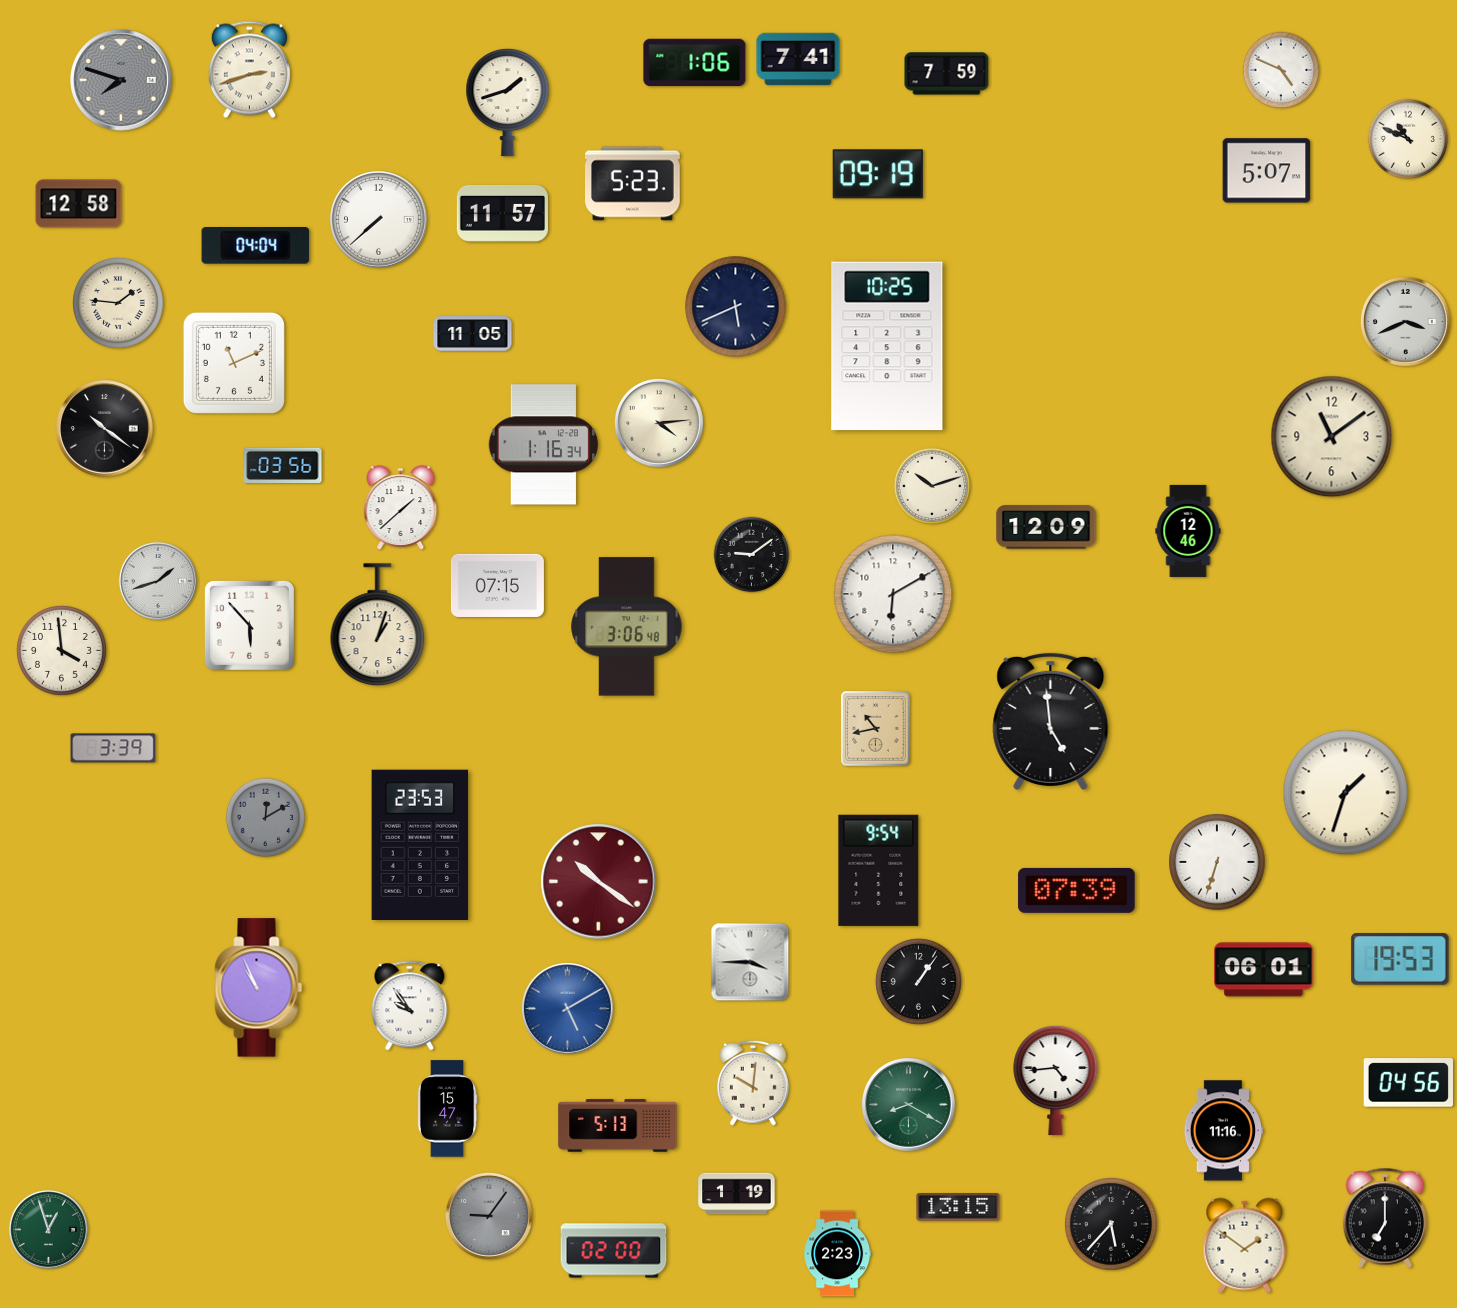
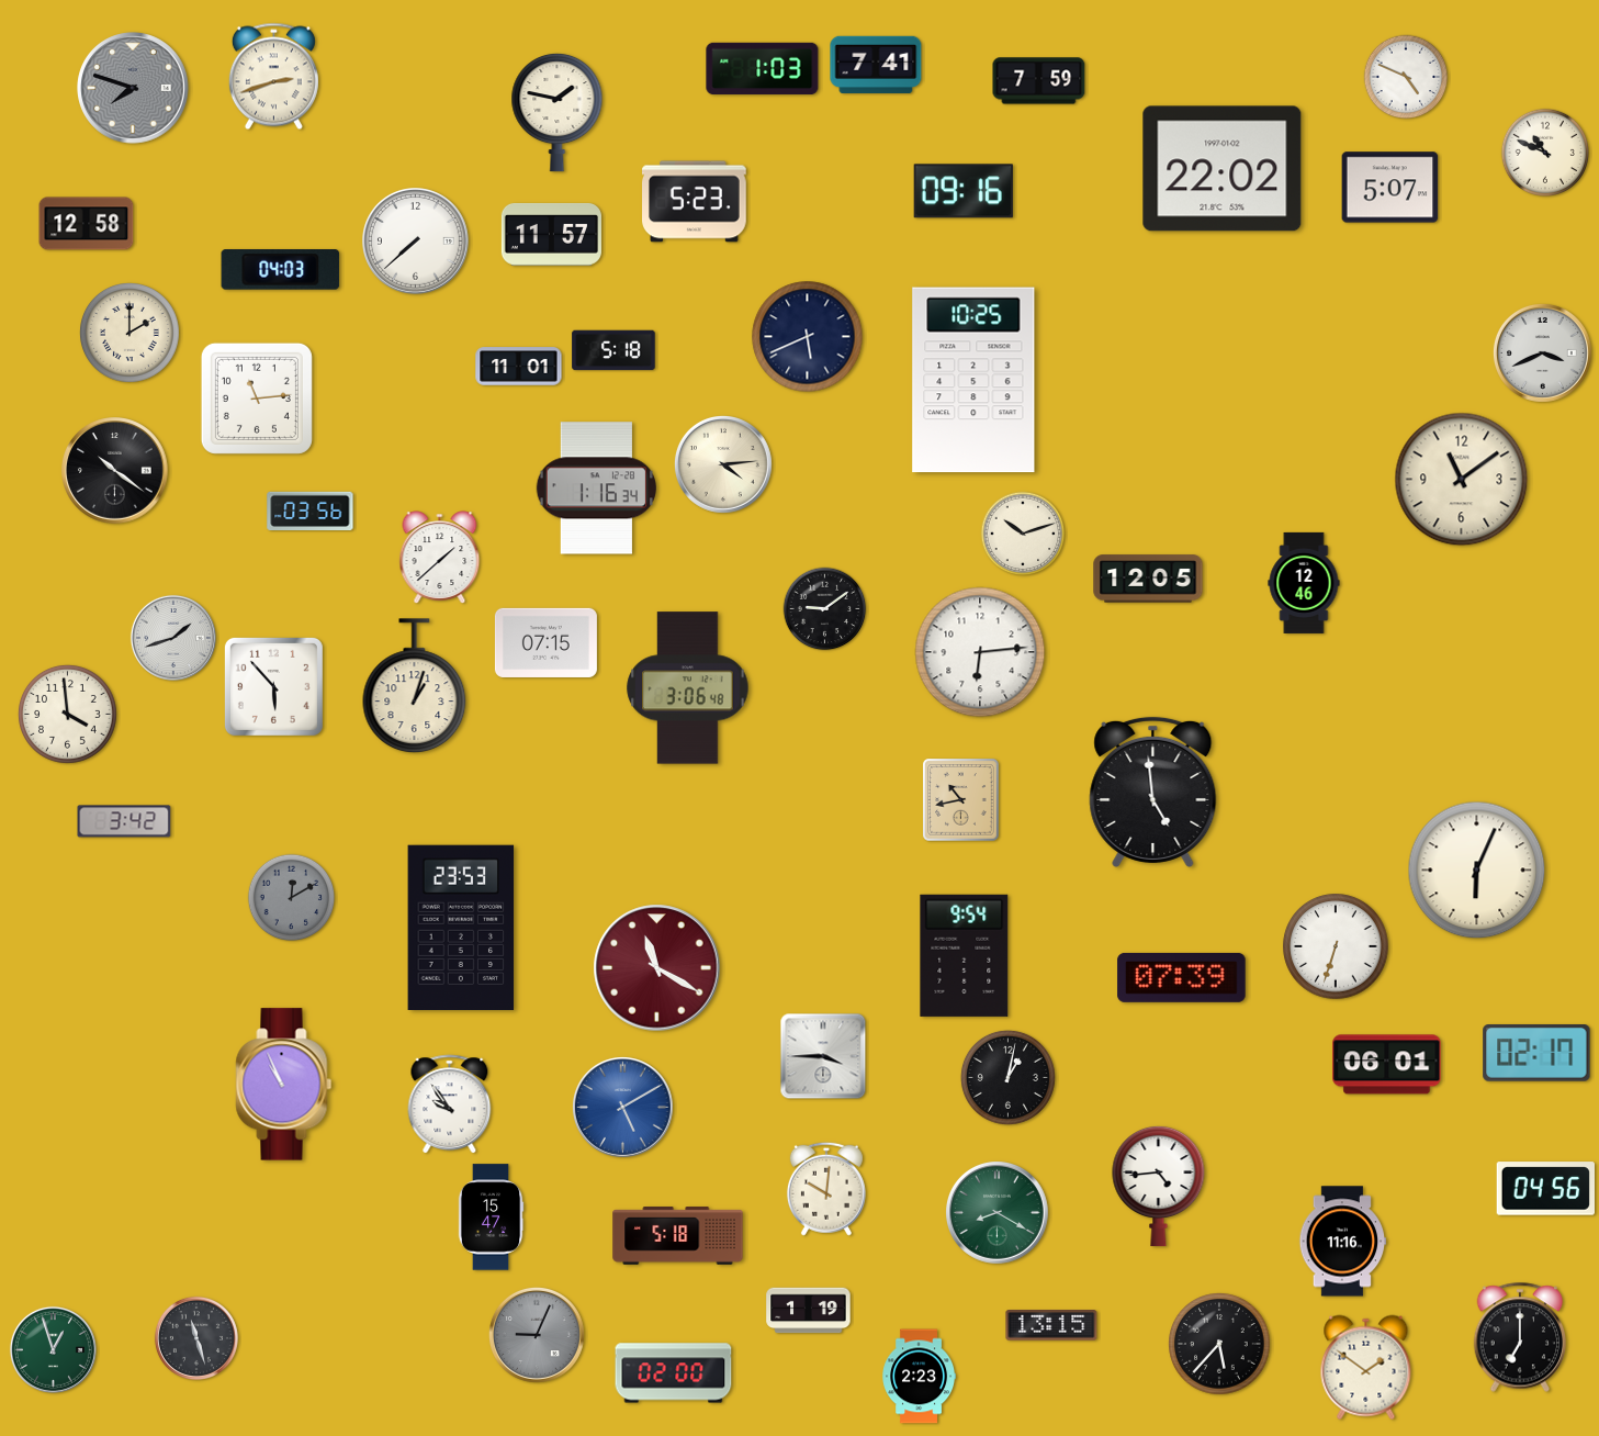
clock at (695, 63): 1:06 -> 1:03
clock at (508, 102): 1:42 -> 1:47
clock at (1223, 169): none -> 22:02
clock at (878, 174): 09:19 -> 09:16
clock at (256, 246): 04:04 -> 04:03
clock at (119, 304): 1:46 -> 2:00
clock at (613, 350): none -> 5:18
clock at (473, 334): 11:05 -> 11:01
clock at (234, 363): 11:11 -> 11:14
clock at (1046, 527): 12:09 -> 12:05
clock at (893, 594): 6:10 -> 6:14
clock at (113, 748): 3:39 -> 3:42
clock at (1346, 793): 1:33 -> 6:04
clock at (599, 882): 10:21 -> 11:20
clock at (1400, 960): 19:53 -> 02:17
clock at (918, 981): 1:06 -> 1:02
clock at (618, 1126): 5:13 -> 5:18
clock at (489, 1216): 9:06 -> 9:04
clock at (196, 1338): none -> 11:27
